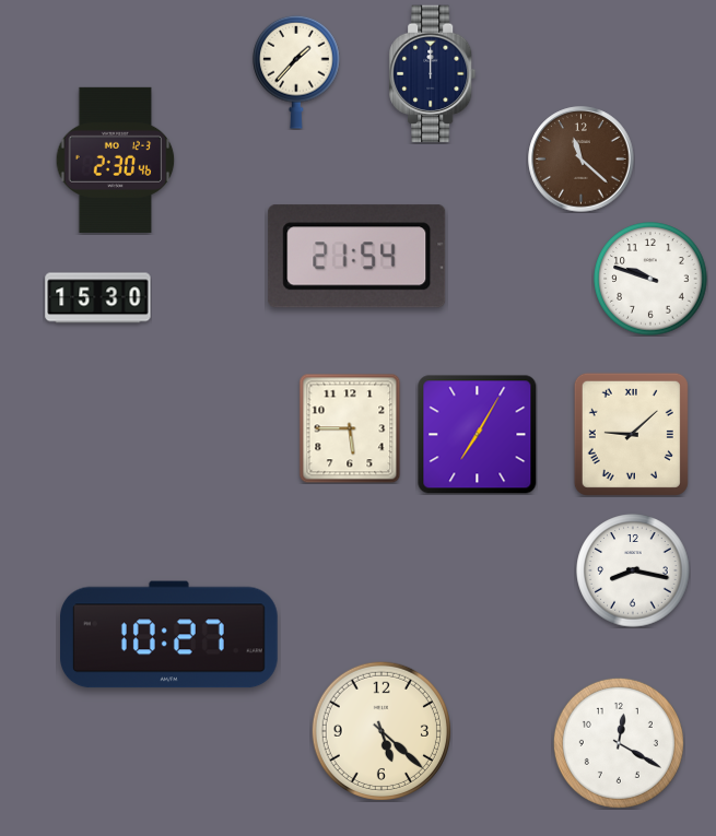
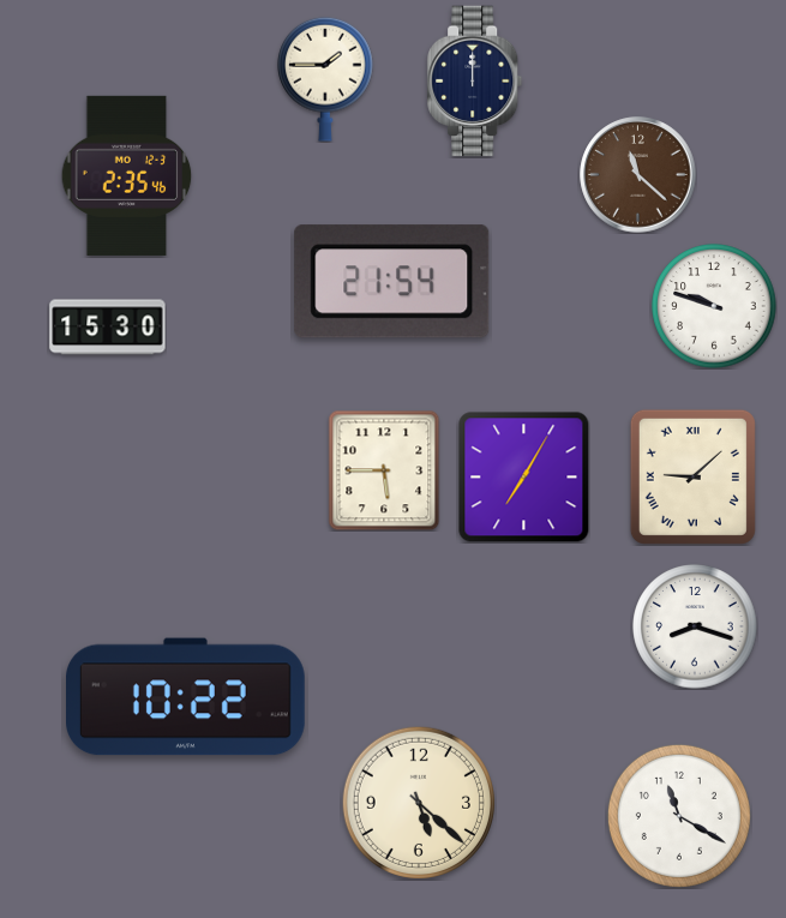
clock at (296, 72): 1:37 -> 1:45
clock at (116, 160): 2:30 -> 2:35
clock at (633, 570): 8:17 -> 8:18
clock at (169, 635): 10:27 -> 10:22
clock at (619, 743): 12:20 -> 11:20
